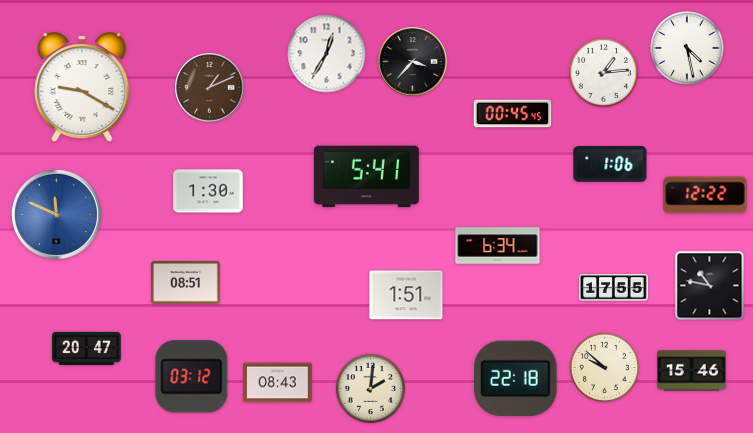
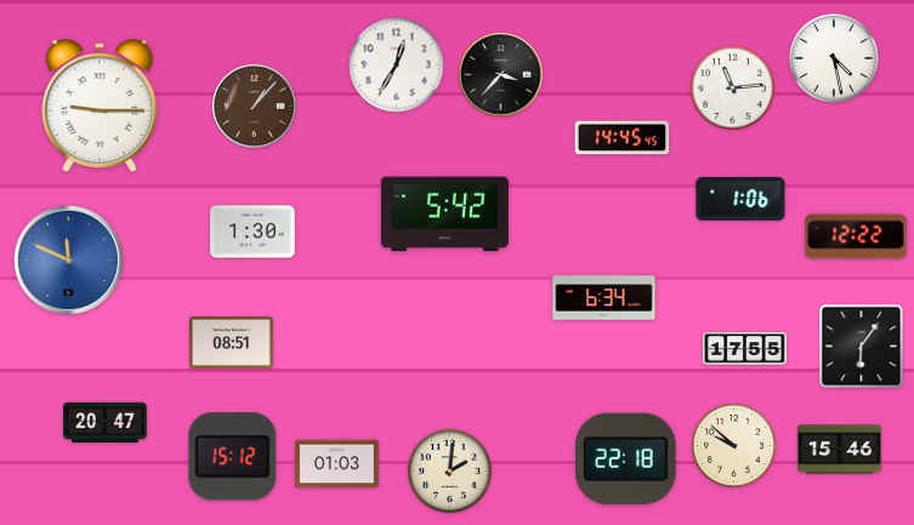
clock at (603, 72): 1:14 -> 11:14
clock at (82, 88): 9:20 -> 9:15
clock at (210, 88): 1:11 -> 1:07
clock at (513, 114): 00:45 -> 14:45
clock at (366, 177): 5:41 -> 5:42
clock at (186, 283) position: (186, 283) -> (232, 343)
clock at (710, 286): 10:47 -> 6:06
clock at (406, 295): 1:51 -> none
clock at (192, 377): 03:12 -> 15:12
clock at (278, 383): 08:43 -> 01:03
